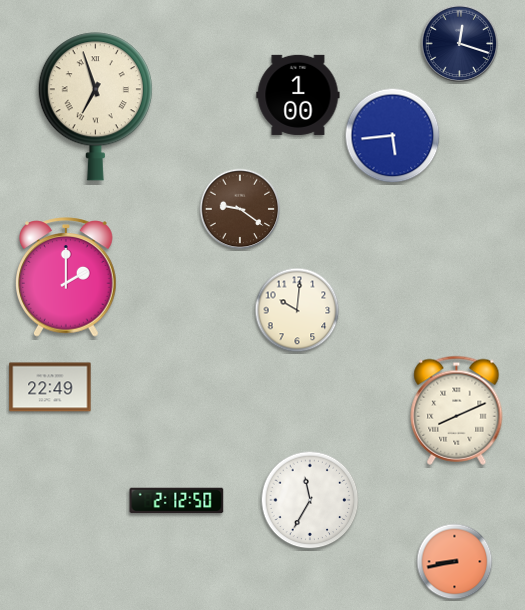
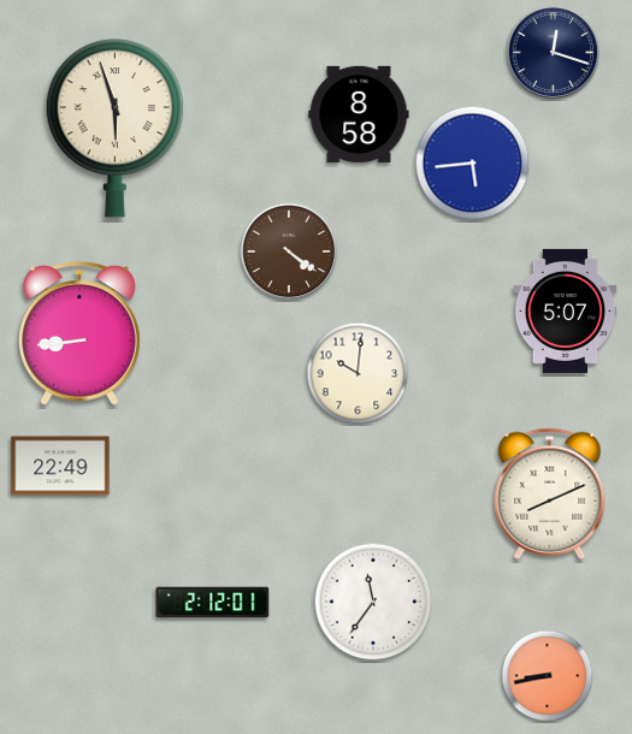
clock at (298, 95): 1:00 -> 8:58
clock at (95, 107): 6:57 -> 5:57
clock at (240, 209): 9:21 -> 4:21
clock at (566, 310): none -> 5:07
clock at (66, 277): 2:00 -> 8:44
clock at (310, 500): 11:35 -> 11:36
clock at (177, 501): 2:12:50 -> 2:12:01
